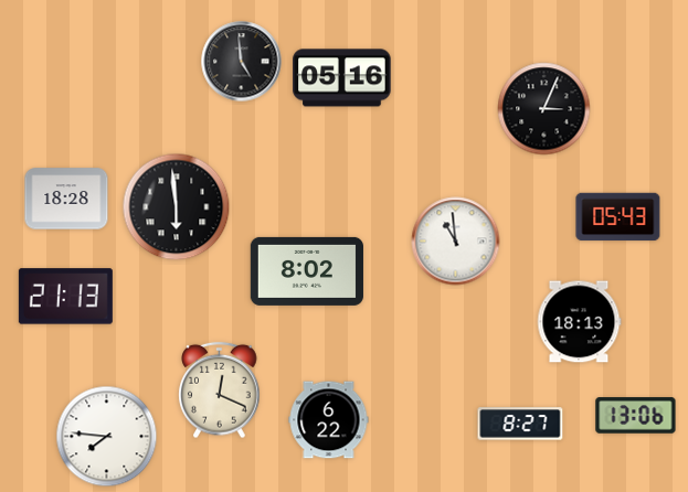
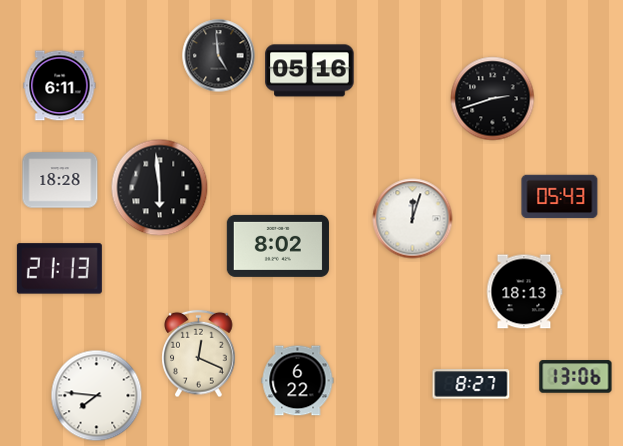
clock at (60, 86): none -> 6:11
clock at (544, 109): 3:04 -> 2:42
clock at (456, 242): 10:59 -> 12:03
